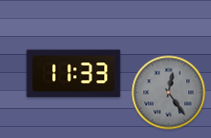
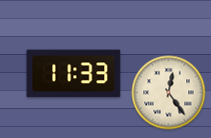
clock at (169, 93) dial: grey -> cream
